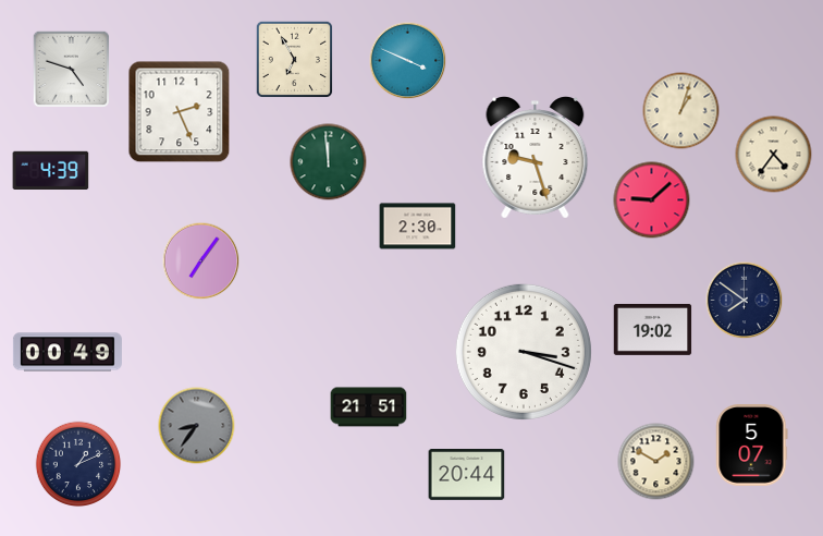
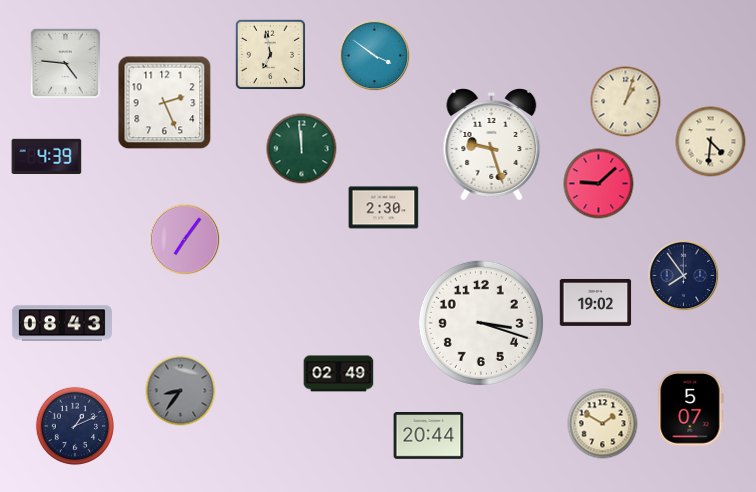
clock at (294, 59): 6:55 -> 6:58
clock at (408, 61): 3:49 -> 3:51
clock at (71, 69): 4:48 -> 4:46
clock at (774, 155): 4:36 -> 4:31
clock at (745, 301): 7:51 -> 7:54
clock at (653, 329) position: (653, 329) -> (596, 302)
clock at (67, 352): 00:49 -> 08:43
clock at (369, 407): 21:51 -> 02:49
clock at (78, 464) position: (78, 464) -> (75, 426)
